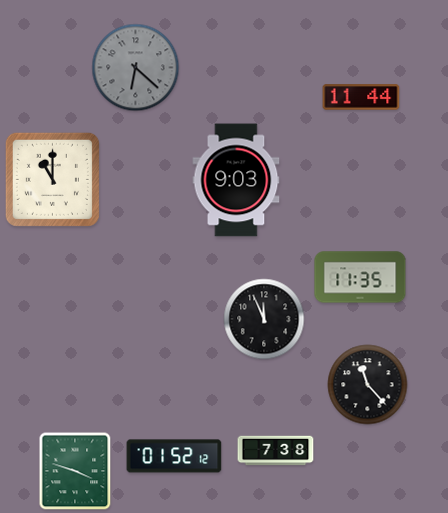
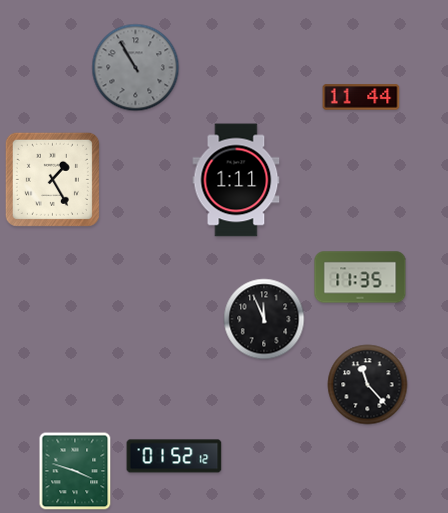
clock at (136, 68): 6:22 -> 10:55
clock at (52, 179): 11:00 -> 1:25
clock at (236, 180): 9:03 -> 1:11
clock at (276, 451): 7:38 -> none
